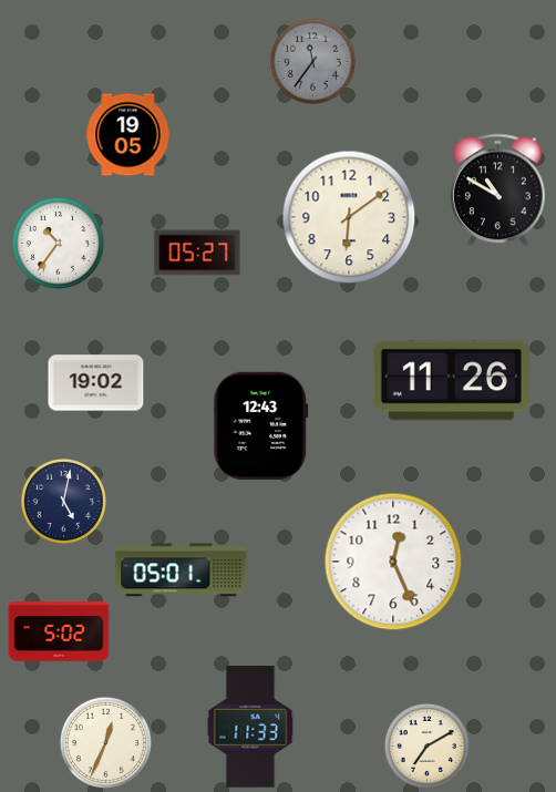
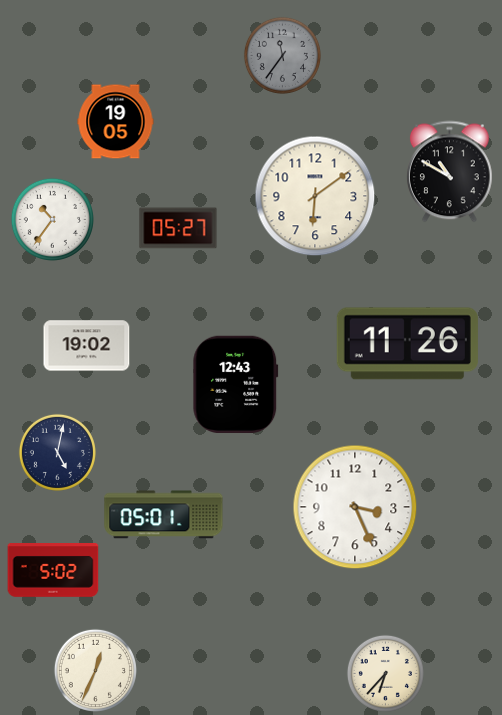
clock at (393, 562): 12:26 -> 3:26
clock at (250, 727): 11:33 -> none
clock at (426, 745): 7:10 -> 6:37
